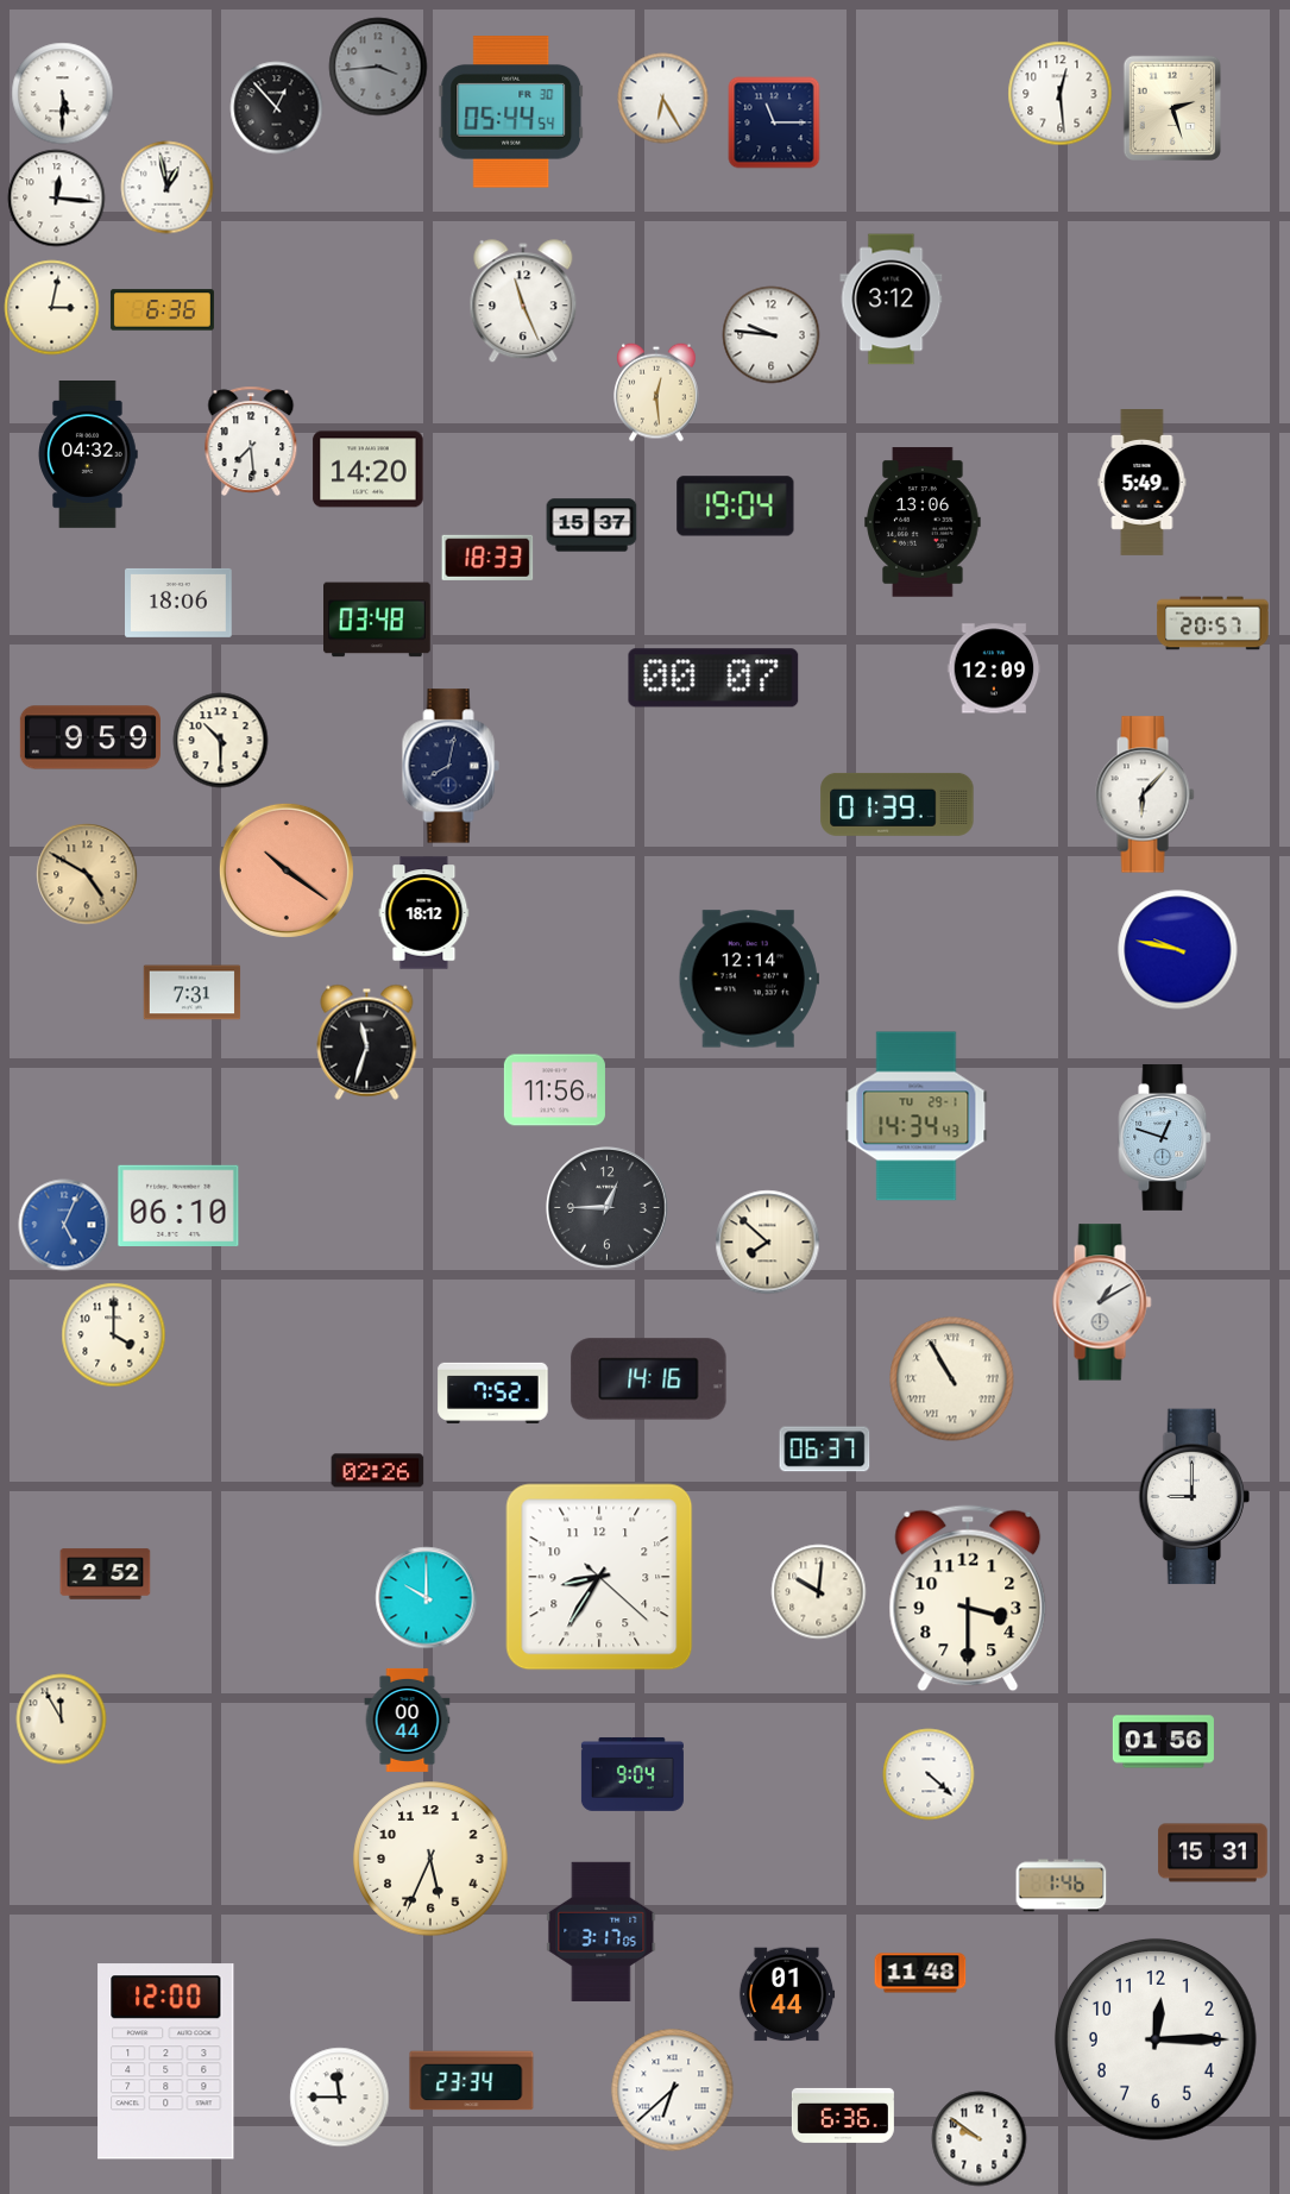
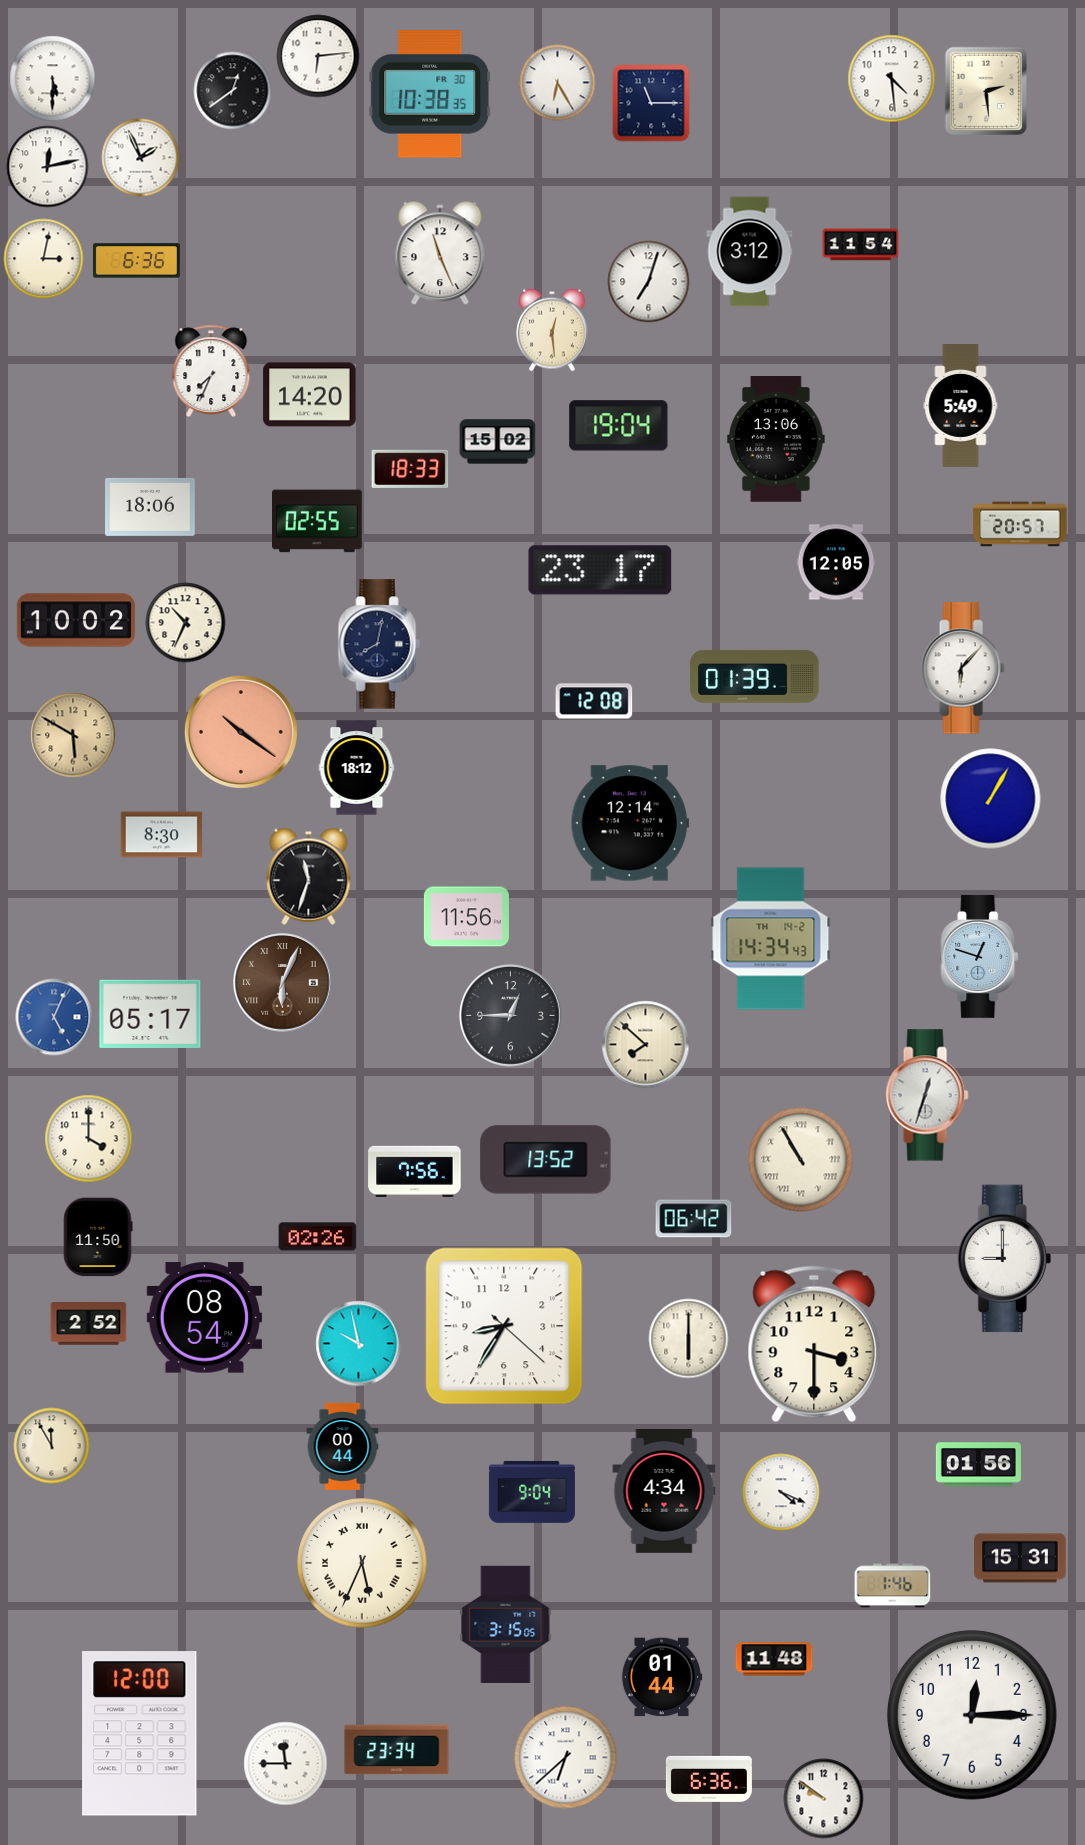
clock at (378, 67): 3:44 -> 6:14
clock at (378, 67) dial: grey -> white
clock at (1061, 94): 12:29 -> 4:29
clock at (1171, 107): 2:27 -> 2:29
clock at (277, 108): 12:53 -> 12:39
clock at (511, 112): 05:44 -> 10:38
clock at (168, 188): 12:58 -> 1:56
clock at (57, 199): 12:16 -> 12:13
clock at (861, 245): none -> 11:54
clock at (772, 335): 9:46 -> 7:03
clock at (251, 440): 7:29 -> 7:34
clock at (88, 455): 04:32 -> none
clock at (592, 526): 15:37 -> 15:02
clock at (378, 620): 03:48 -> 02:55
clock at (994, 668): 12:09 -> 12:05
clock at (713, 678): 00:07 -> 23:17
clock at (90, 737): 9:59 -> 10:02
clock at (221, 741): 10:30 -> 10:34
clock at (594, 701): none -> 12:08
clock at (87, 874): 4:50 -> 5:50
clock at (1178, 950): 9:47 -> 1:05
clock at (193, 993): 7:31 -> 8:30
clock at (917, 1117) date: TU 29-1 -> TH 14-2
clock at (283, 983): none -> 6:04
clock at (178, 1205): 06:10 -> 05:17
clock at (64, 1225) position: (64, 1225) -> (54, 1017)
clock at (1102, 1302): 1:10 -> 12:33
clock at (114, 1335) position: (114, 1335) -> (89, 1139)
clock at (649, 1379): 14:16 -> 13:52
clock at (493, 1393): 7:52 -> 7:56
clock at (825, 1450): 06:37 -> 06:42
clock at (98, 1237): none -> 11:50
clock at (204, 1318): none -> 08:54
clock at (819, 1592): 10:01 -> 6:00
clock at (427, 1598): 10:00 -> 9:58
clock at (664, 1492): none -> 4:34
clock at (929, 1774): 4:22 -> 4:19
clock at (430, 1859) numerals: Arabic -> Roman
clock at (602, 1931): 3:17 -> 3:15
